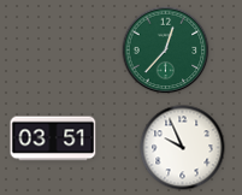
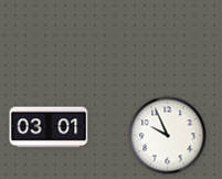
clock at (166, 51): 12:37 -> none
clock at (53, 138): 03:51 -> 03:01
